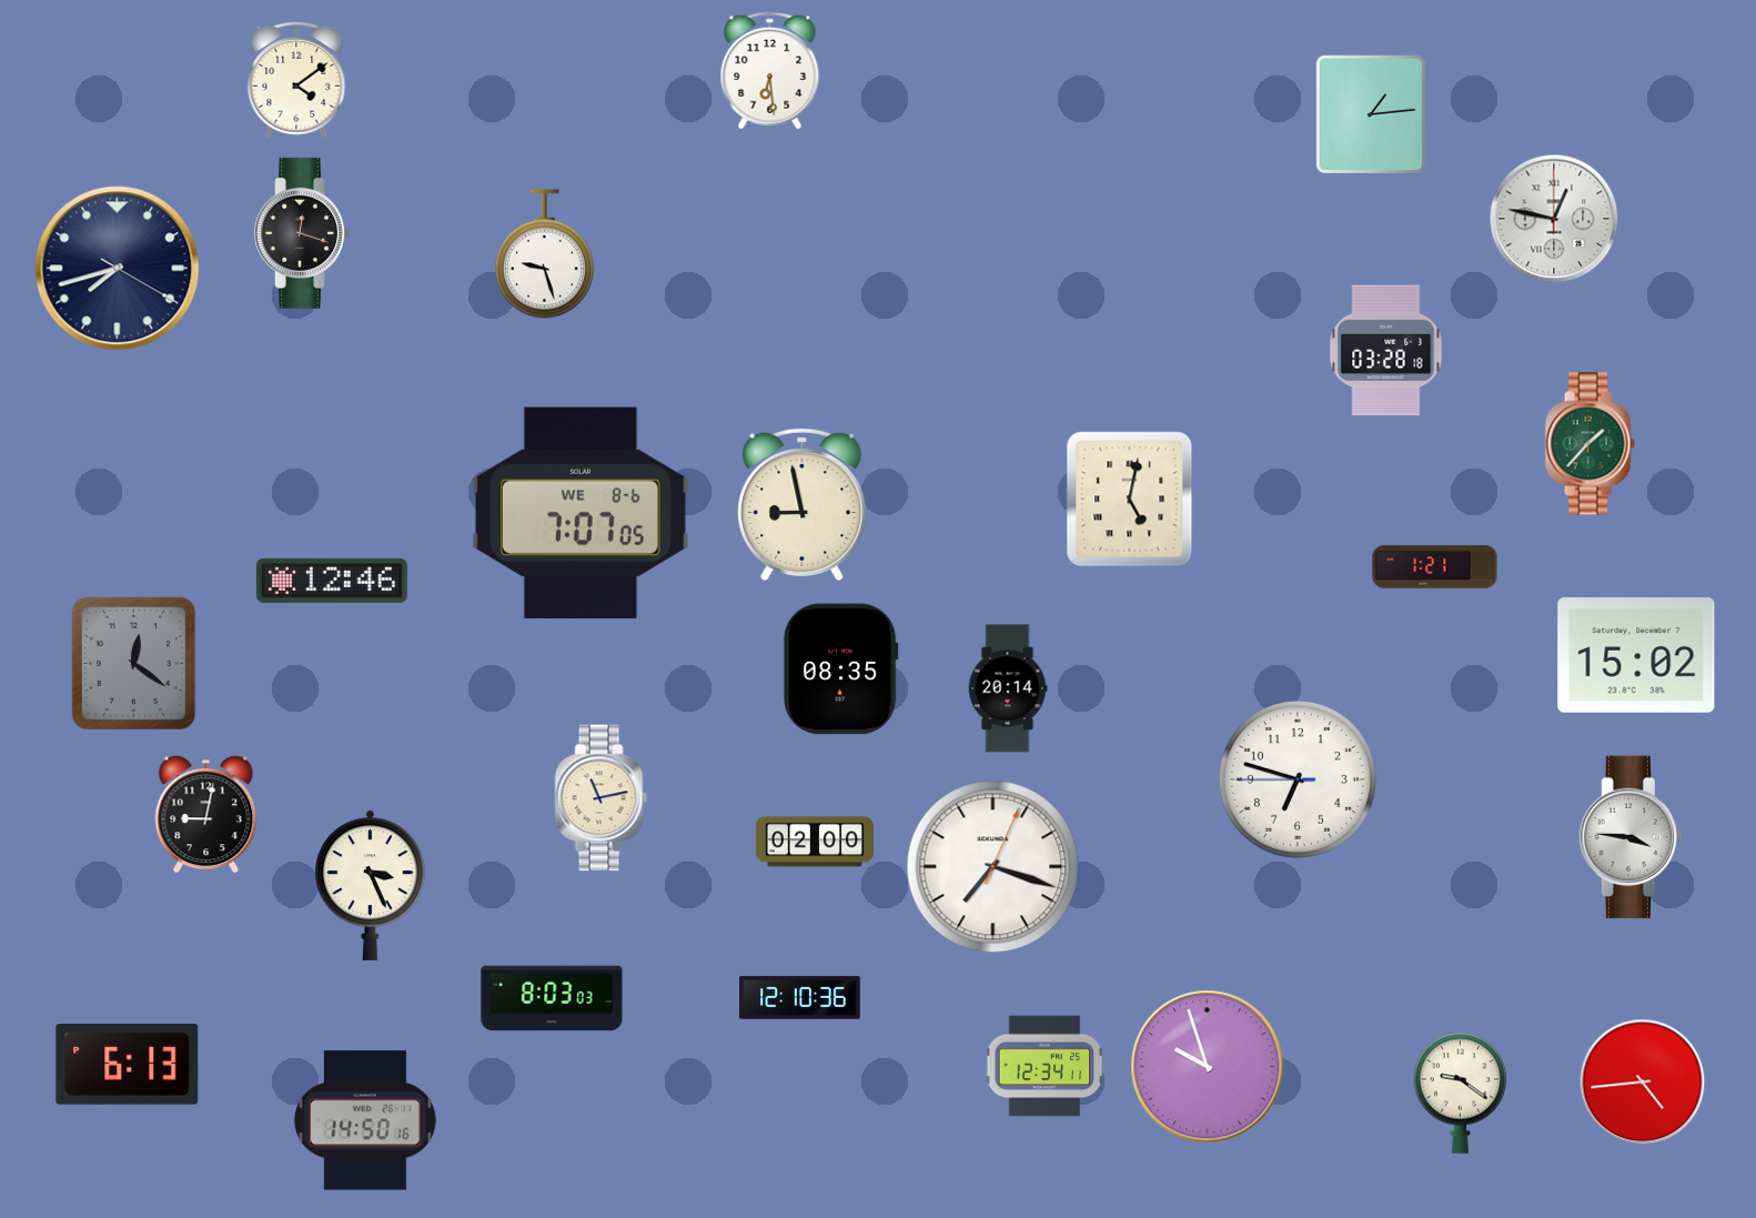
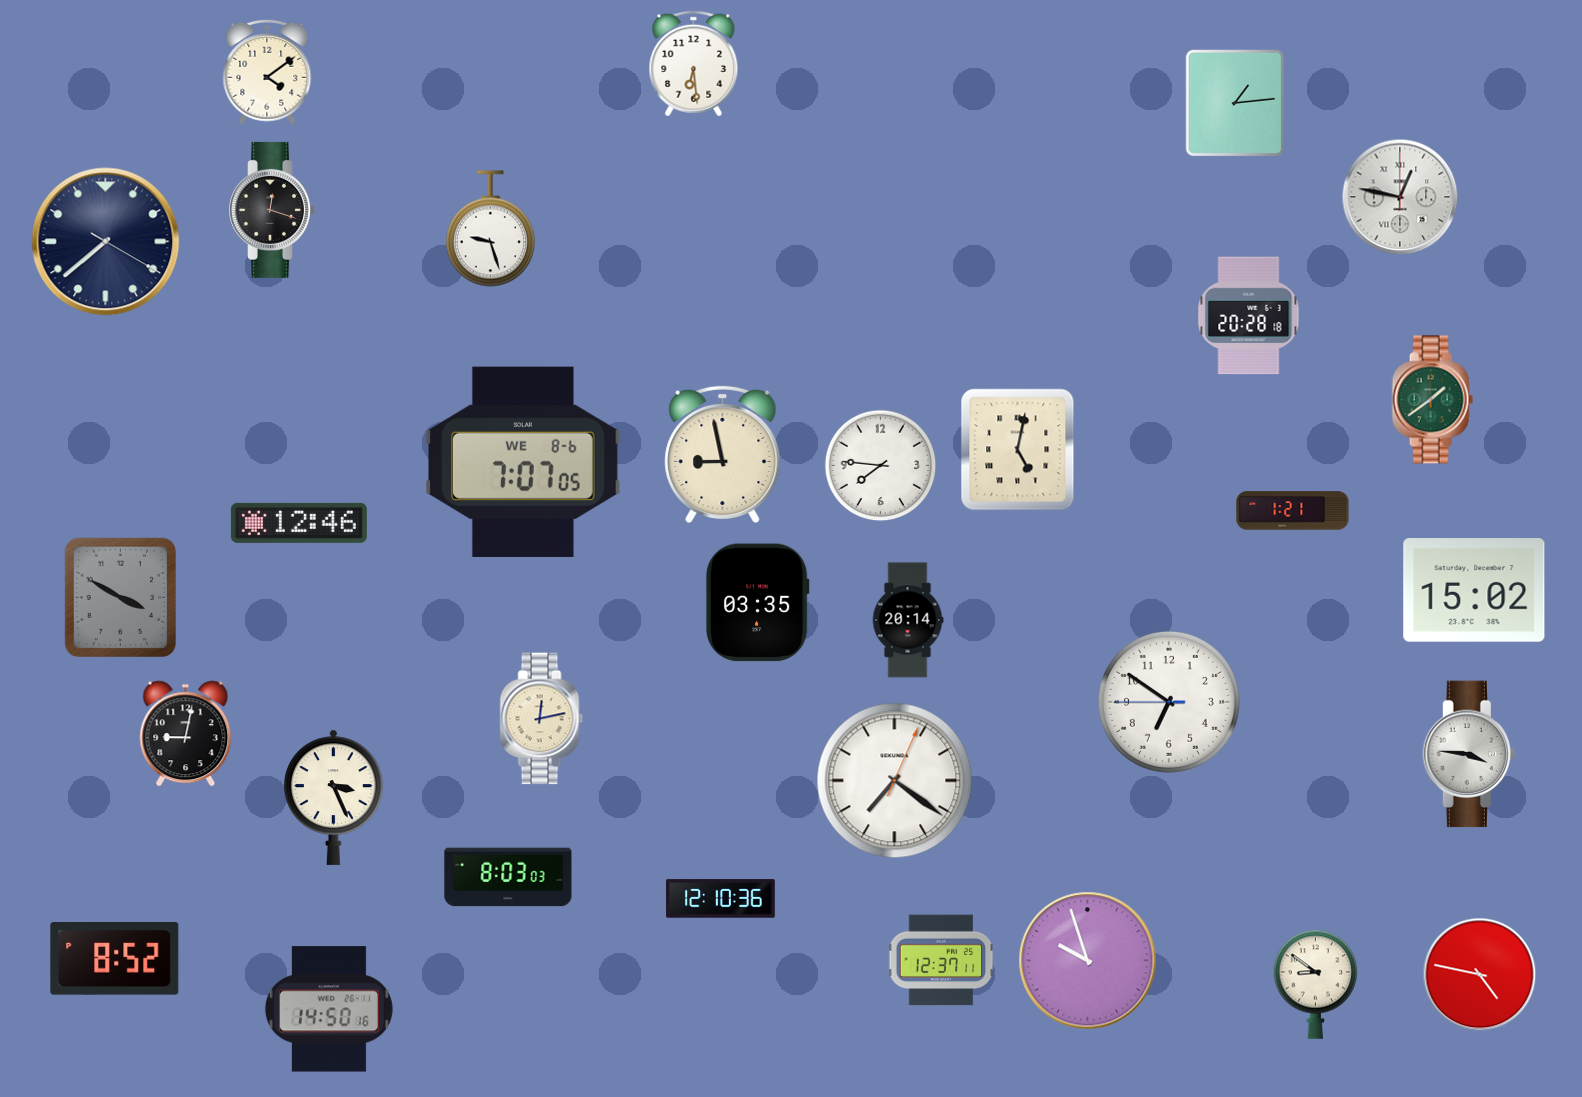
clock at (118, 269): 7:42 -> 7:38
clock at (1386, 351): 03:28 -> 20:28
clock at (1590, 444): 1:37 -> 1:39
clock at (881, 466): none -> 7:46
clock at (133, 663): 12:21 -> 3:50
clock at (840, 670): 08:35 -> 03:35
clock at (1298, 779): 6:47 -> 6:50
clock at (602, 798): 11:13 -> 12:13
clock at (815, 842): 02:00 -> none
clock at (993, 867): 7:18 -> 7:21
clock at (552, 998) position: (552, 998) -> (508, 877)
clock at (128, 1065): 6:13 -> 8:52
clock at (1044, 1066): 12:34 -> 12:37
clock at (1643, 1083): 4:44 -> 4:47
clock at (1461, 1093): 9:21 -> 8:51
